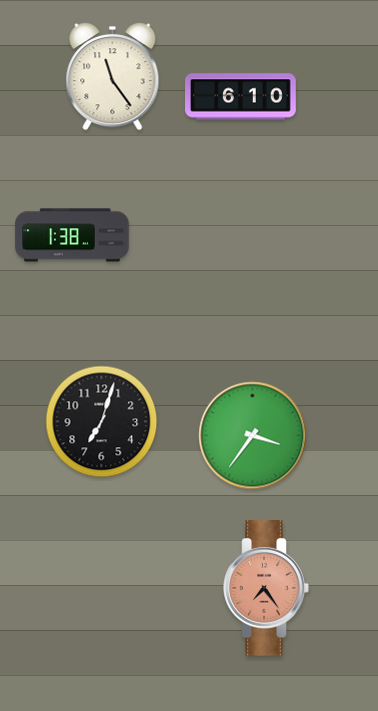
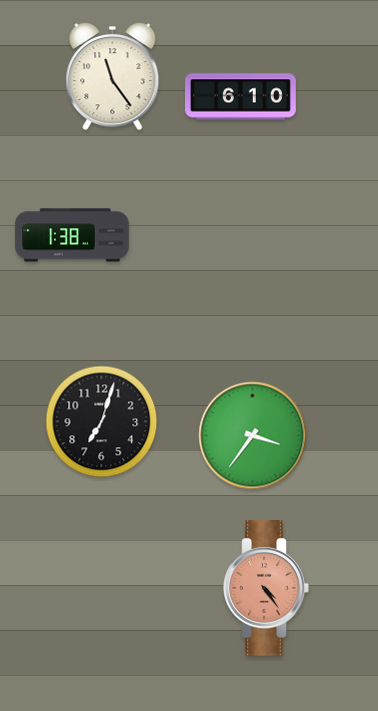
clock at (266, 589): 7:24 -> 4:24
